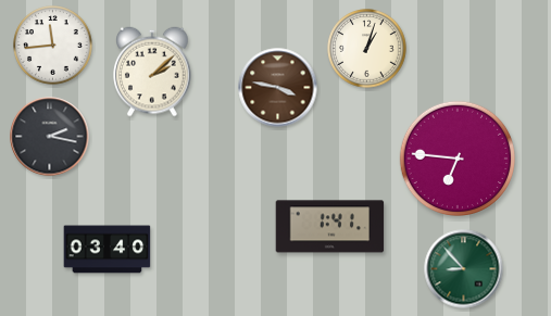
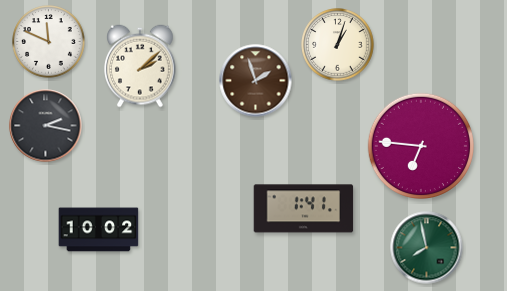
clock at (53, 46): 11:44 -> 11:49
clock at (278, 88): 3:47 -> 1:57
clock at (108, 250): 03:40 -> 10:02
clock at (464, 269): 8:53 -> 7:58
